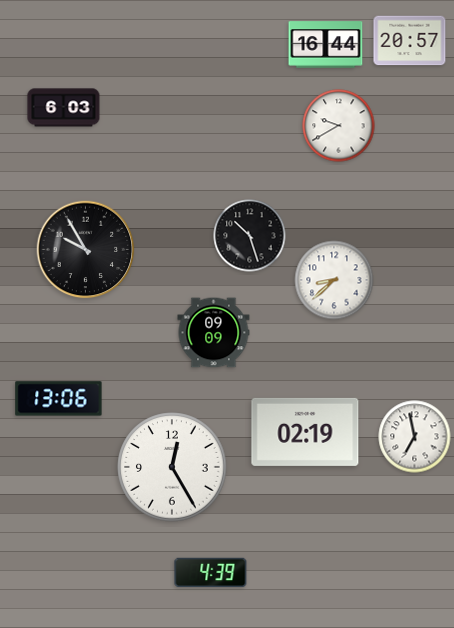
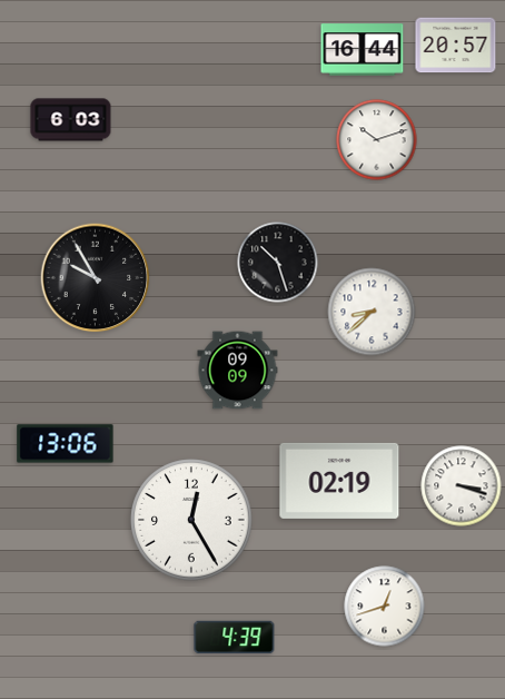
clock at (339, 126): 9:40 -> 10:12
clock at (415, 437): 6:58 -> 3:18
clock at (385, 607): none -> 12:42
